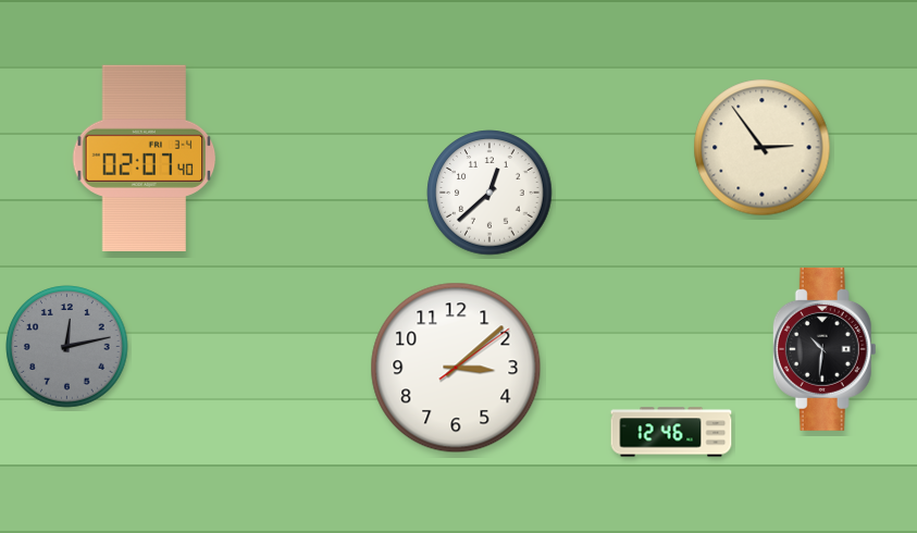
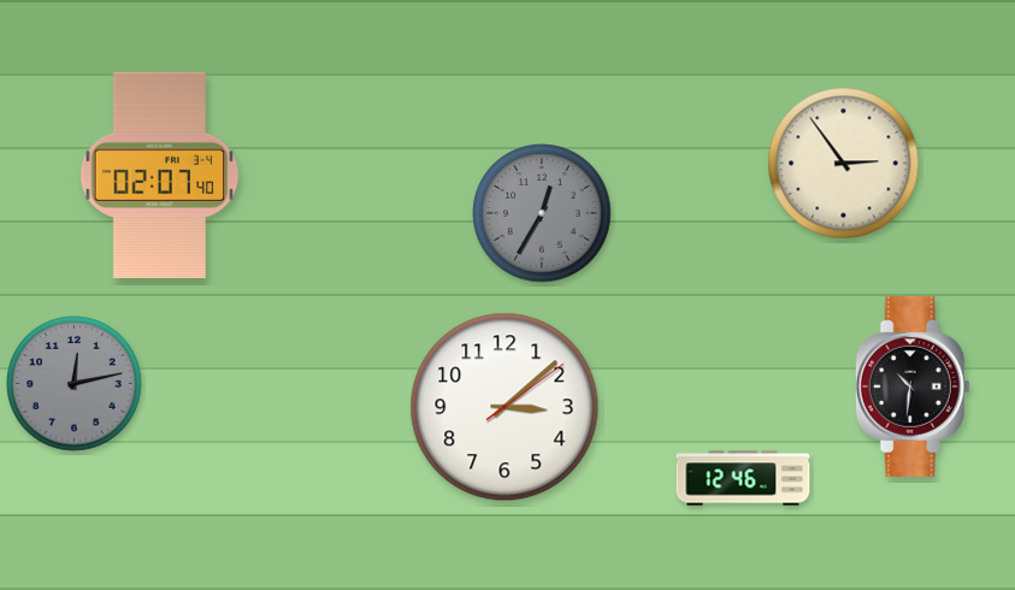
clock at (490, 193): 12:38 -> 12:35
clock at (490, 193) dial: white -> grey
